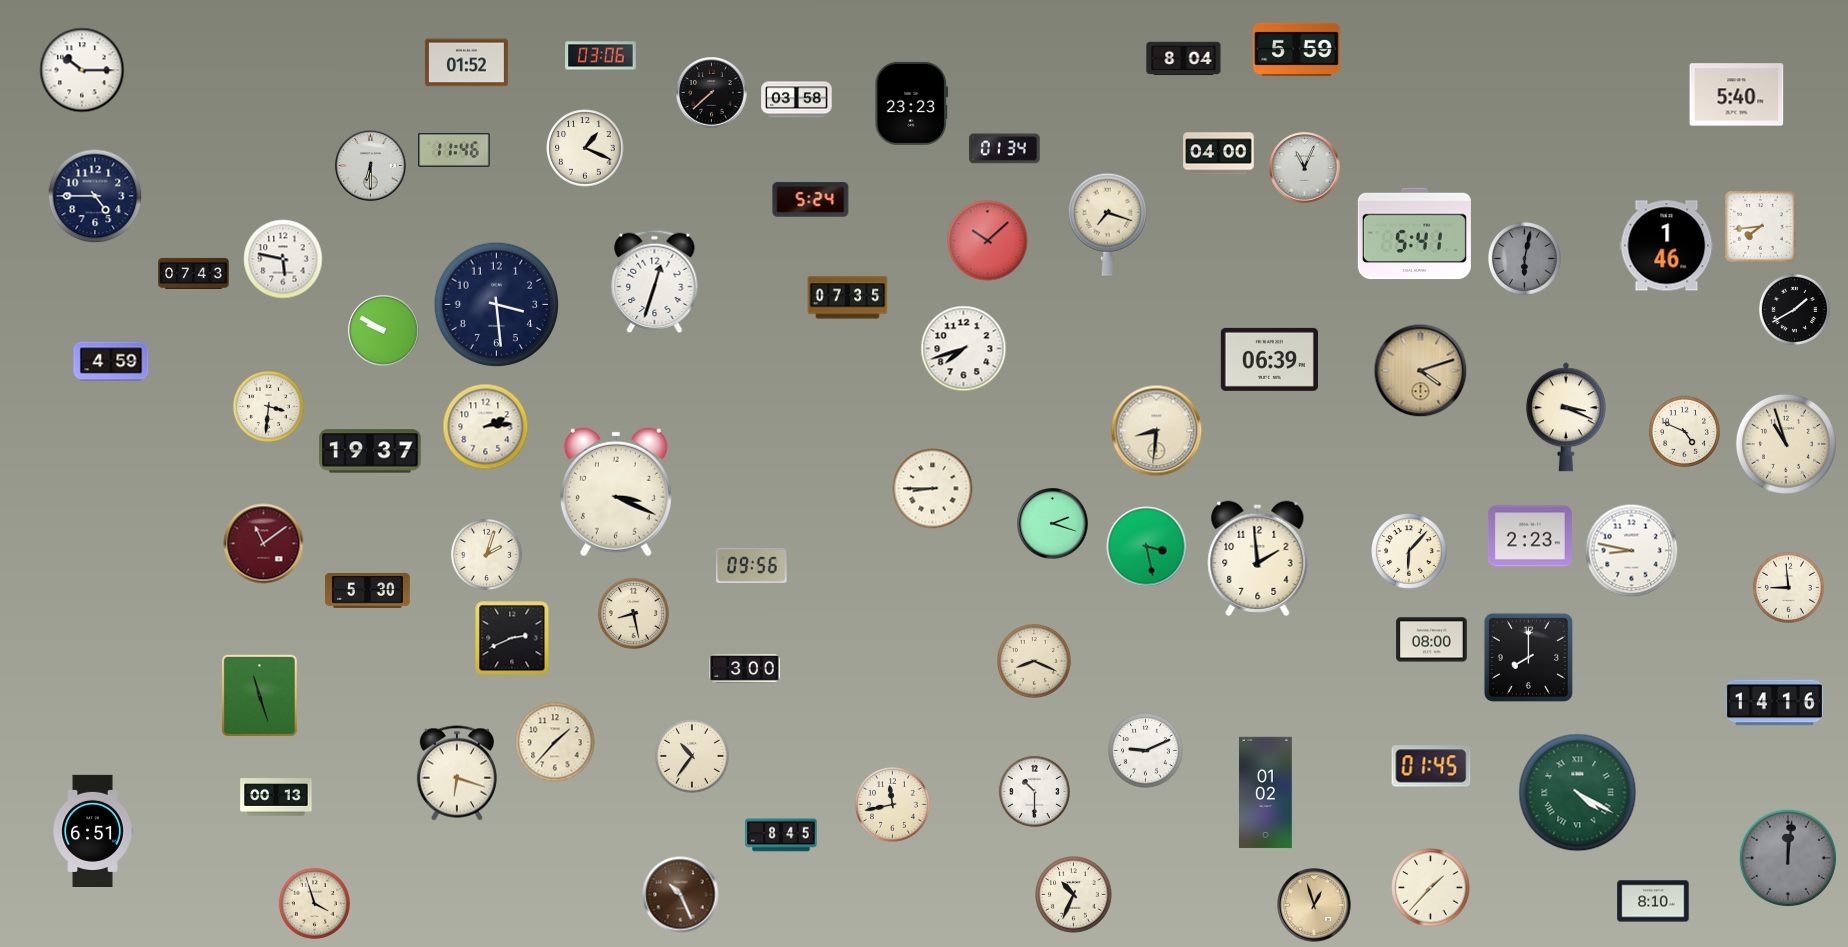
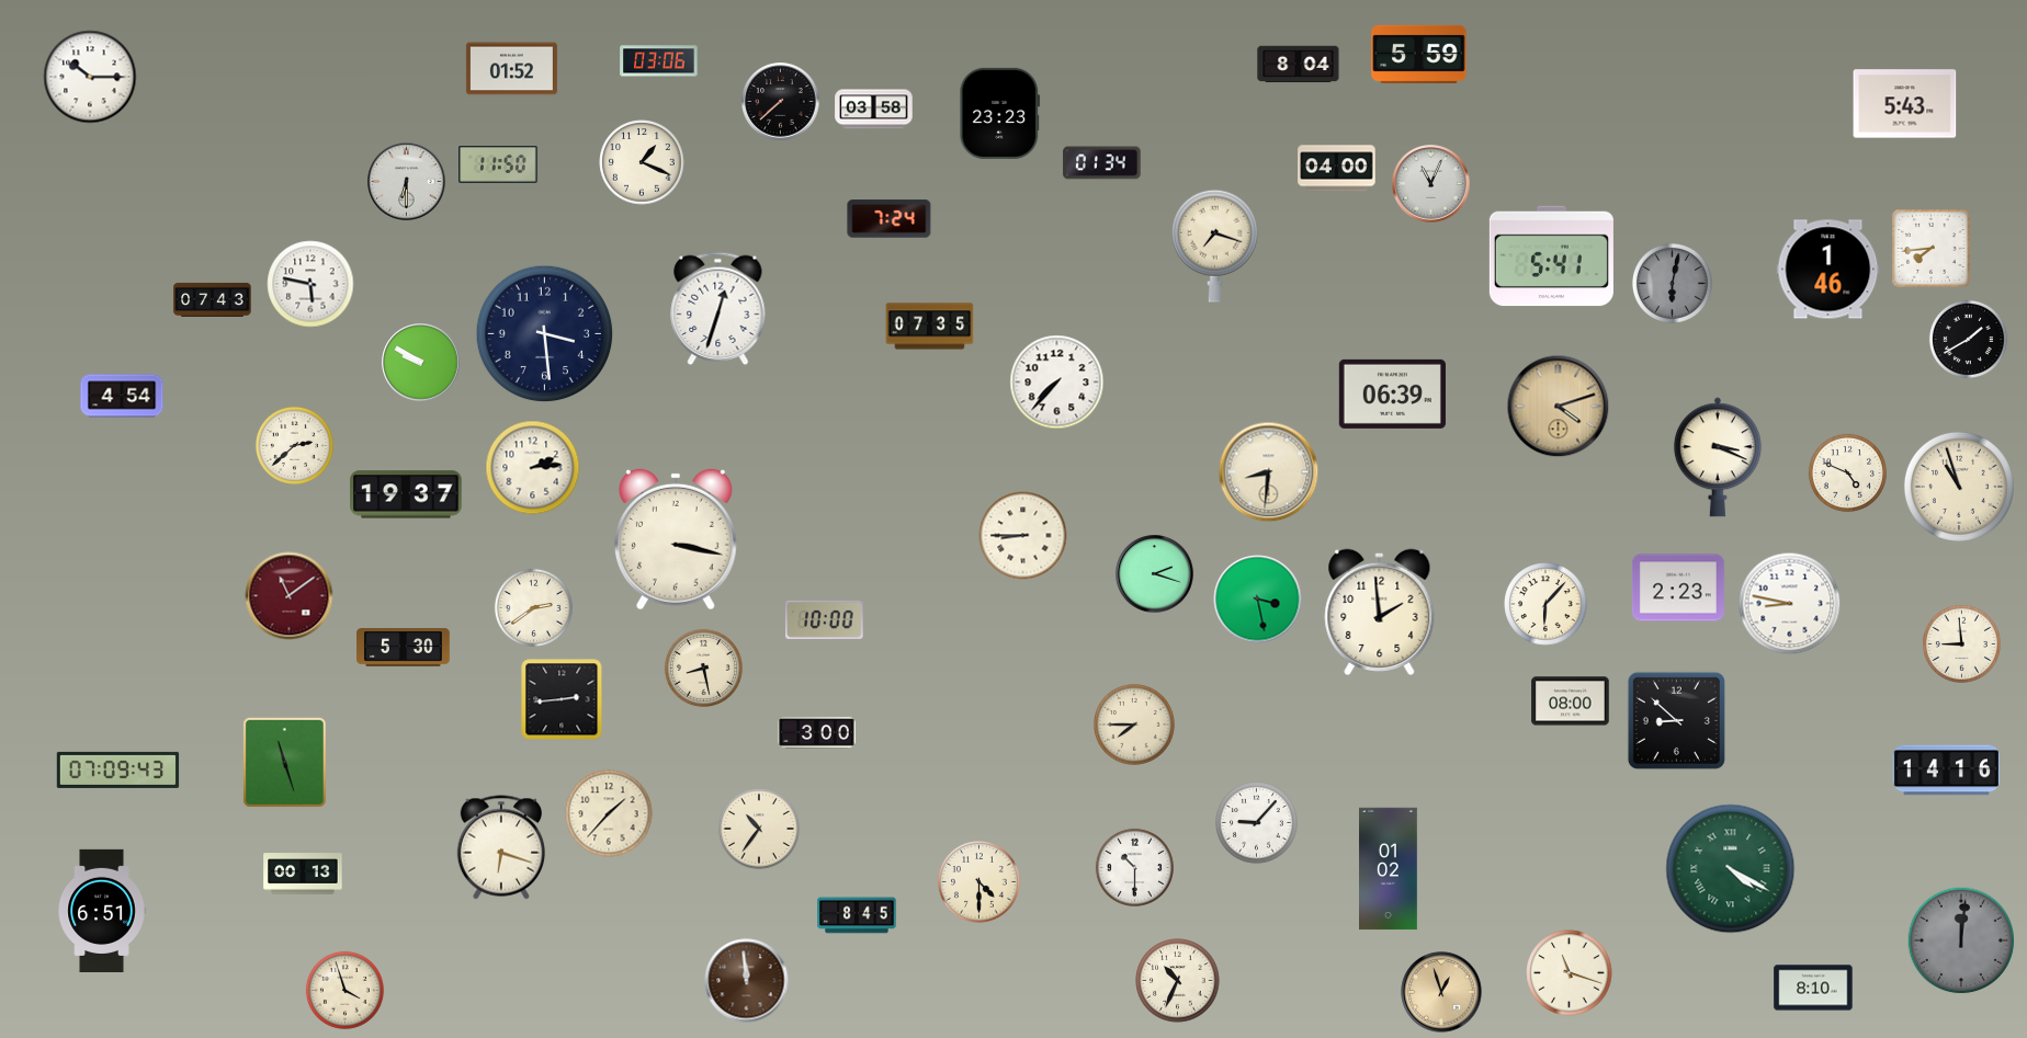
clock at (1297, 49) position: (1297, 49) -> (1419, 54)
clock at (1737, 95): 5:40 -> 5:43
clock at (454, 151): 11:46 -> 11:50
clock at (95, 196): 4:45 -> none
clock at (811, 200): 5:24 -> 7:24
clock at (988, 241): 10:08 -> none
clock at (964, 349): 7:42 -> 7:37
clock at (111, 361): 4:59 -> 4:54
clock at (268, 406): 3:31 -> 2:38
clock at (616, 492): 3:19 -> 3:17
clock at (486, 554): 2:03 -> 2:39
clock at (752, 565): 09:56 -> 10:00
clock at (633, 613) position: (633, 613) -> (703, 668)
clock at (512, 638): 2:41 -> 2:44
clock at (1528, 657): 8:00 -> 8:52
clock at (1035, 662): 8:19 -> 7:45
clock at (118, 769): none -> 07:09
clock at (1146, 751): 9:11 -> 9:07
clock at (1431, 766): 01:45 -> none
clock at (893, 805): 11:43 -> 4:30
clock at (1431, 888): 1:37 -> 11:18
clock at (681, 895): 10:26 -> 11:59
